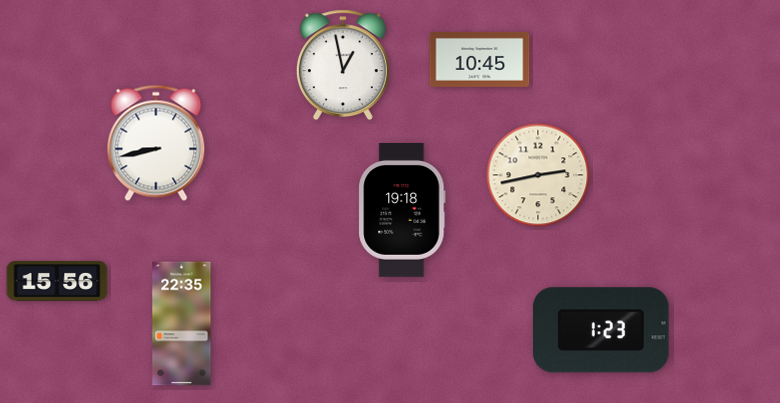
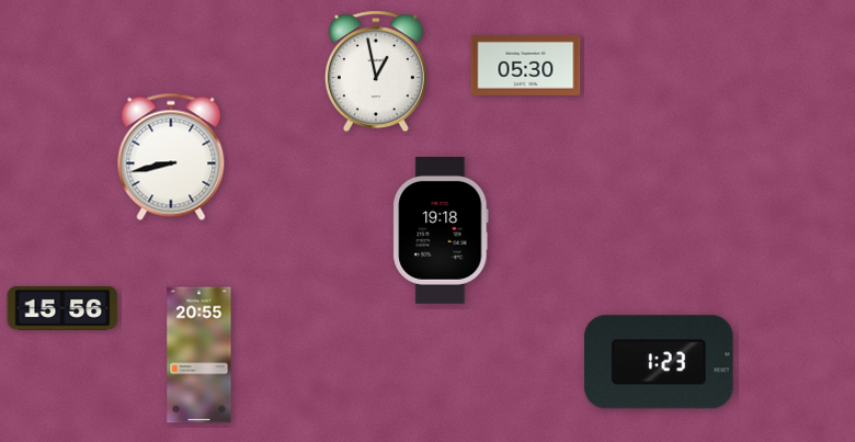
clock at (480, 59): 10:45 -> 05:30
clock at (538, 175): 2:43 -> none
clock at (182, 324): 22:35 -> 20:55
